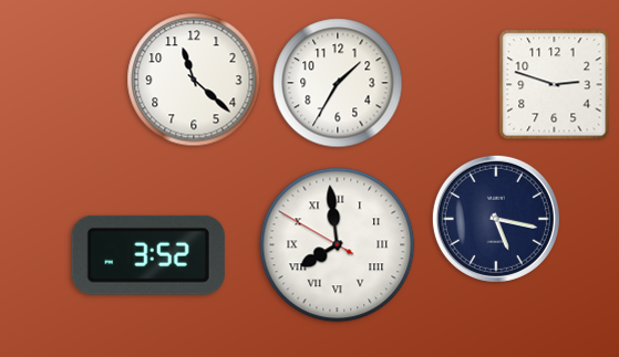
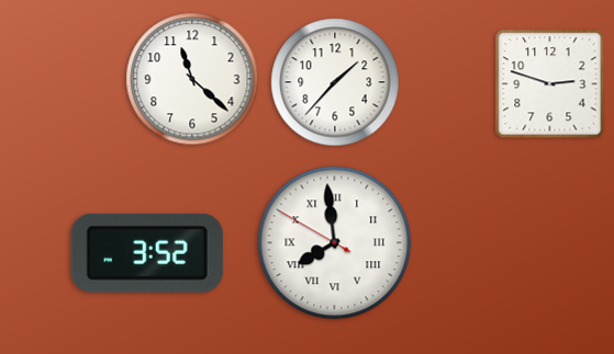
clock at (338, 83): 1:35 -> 1:37
clock at (496, 219): 5:17 -> none
